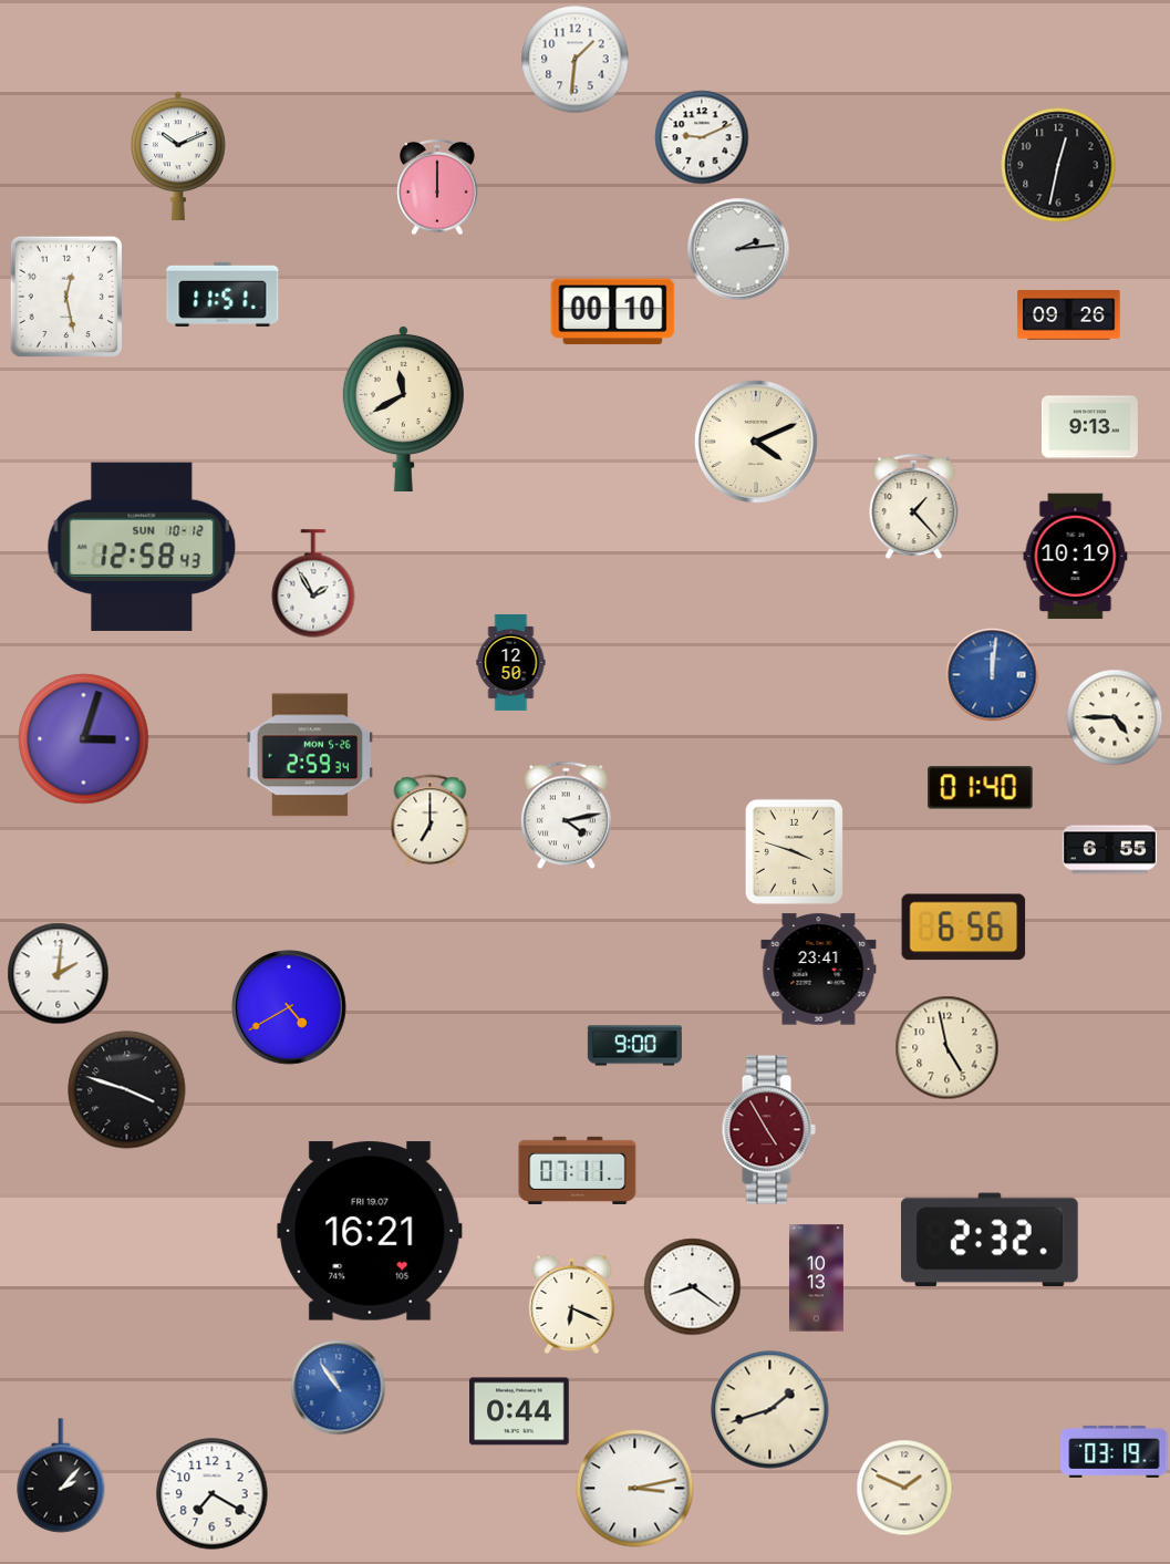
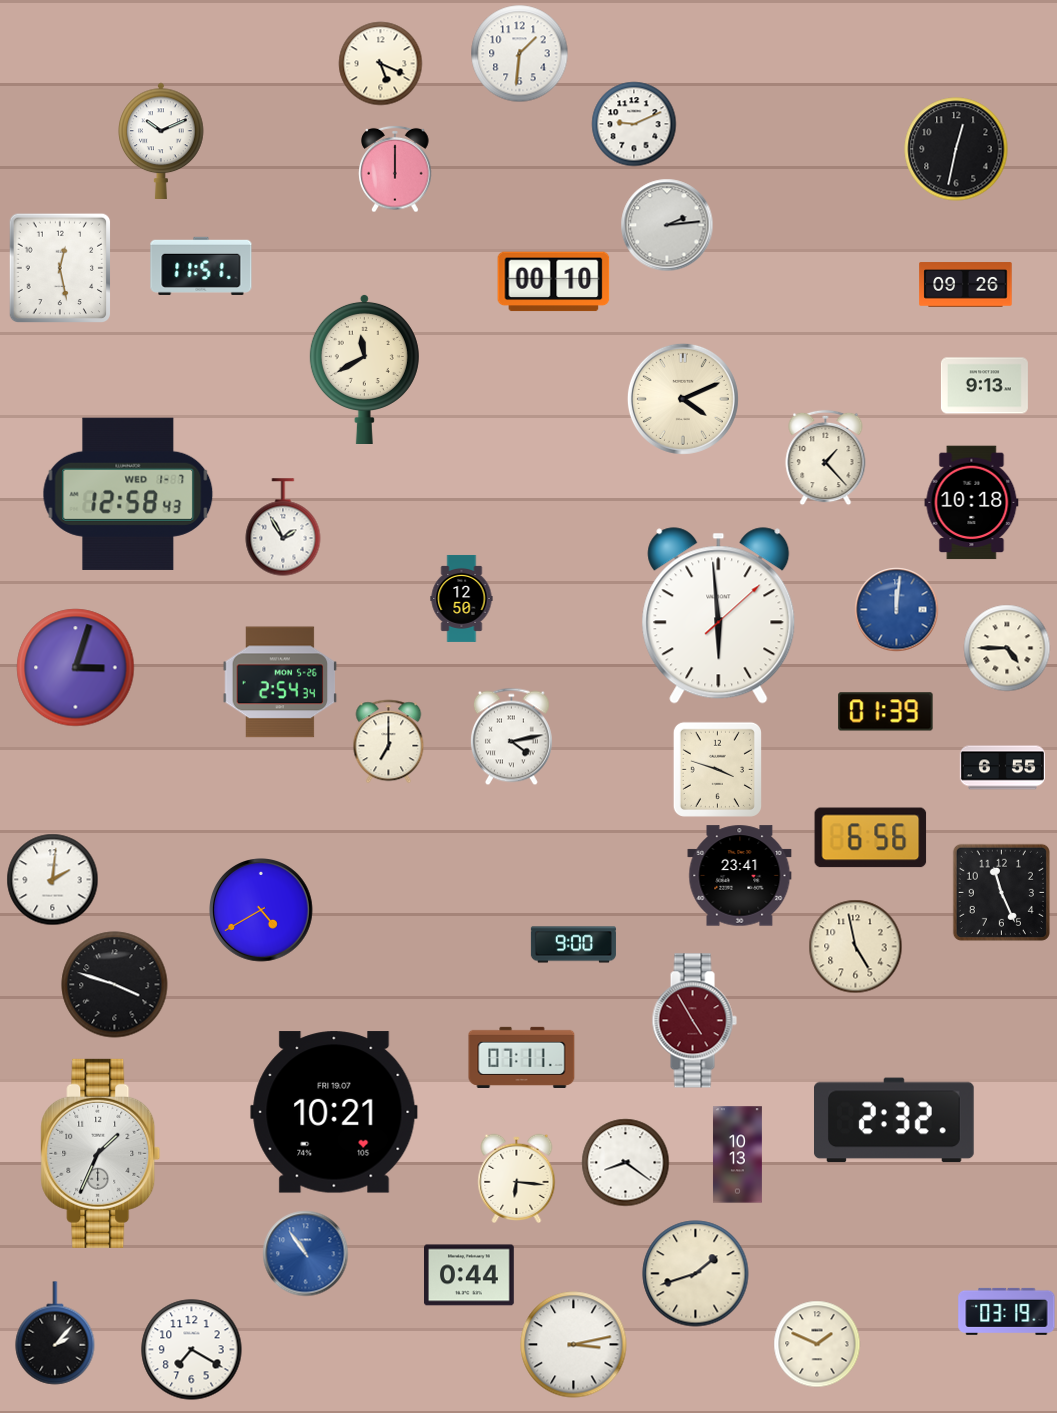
clock at (381, 64): none -> 5:19
clock at (142, 547) date: SUN 10-12 -> WED 1-7
clock at (1076, 557): 10:19 -> 10:18
clock at (719, 616): none -> 5:59
clock at (310, 755): 2:59 -> 2:54
clock at (981, 788): 01:40 -> 01:39
clock at (1001, 892): none -> 11:26
clock at (370, 1231): 16:21 -> 10:21
clock at (101, 1153): none -> 1:34
clock at (572, 1304): 6:19 -> 6:16
